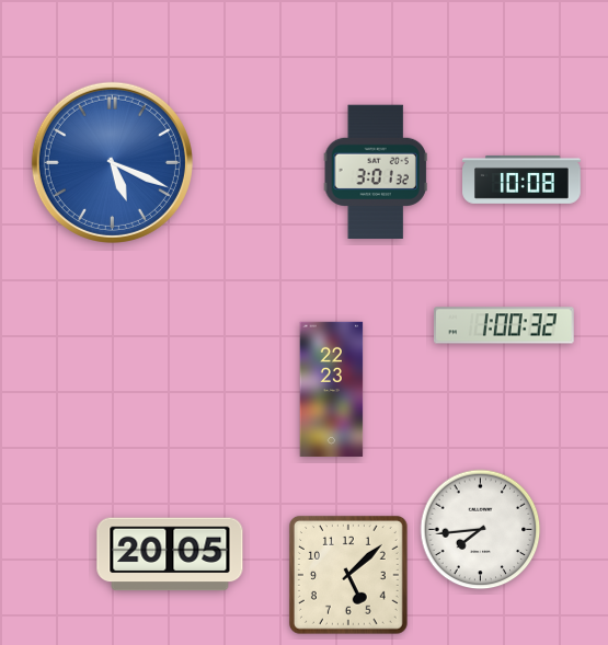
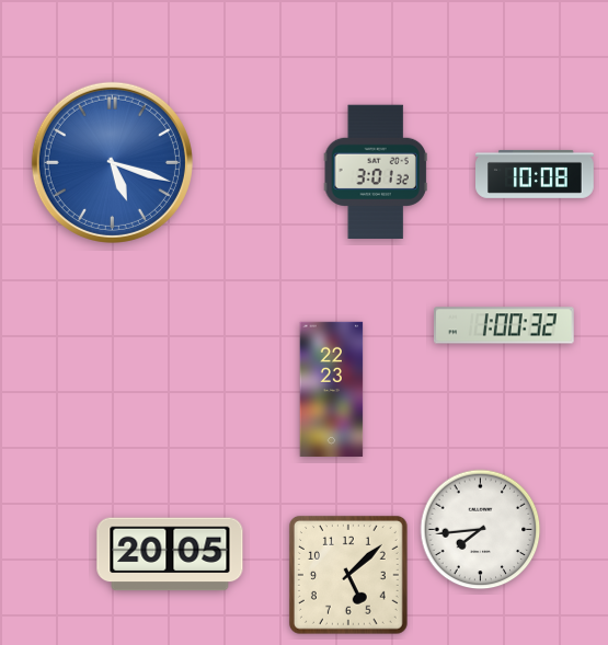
clock at (112, 162): 5:19 -> 5:18
clock at (523, 180) position: (523, 180) -> (536, 174)
